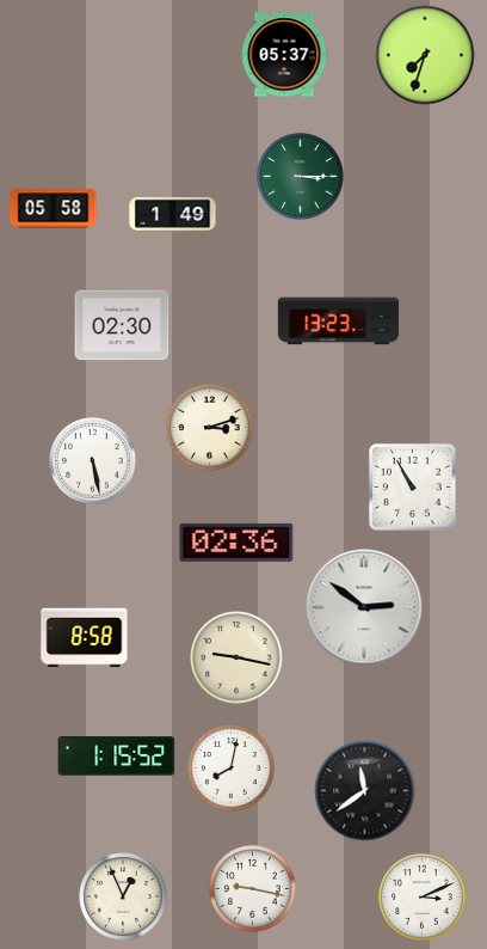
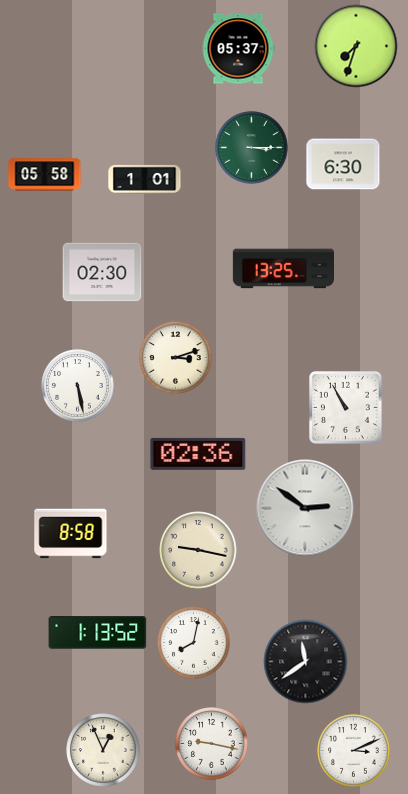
clock at (284, 55) position: (284, 55) -> (238, 49)
clock at (343, 164): none -> 6:30
clock at (173, 214): 1:49 -> 1:01
clock at (338, 322): 13:23 -> 13:25
clock at (117, 757): 1:15 -> 1:13
